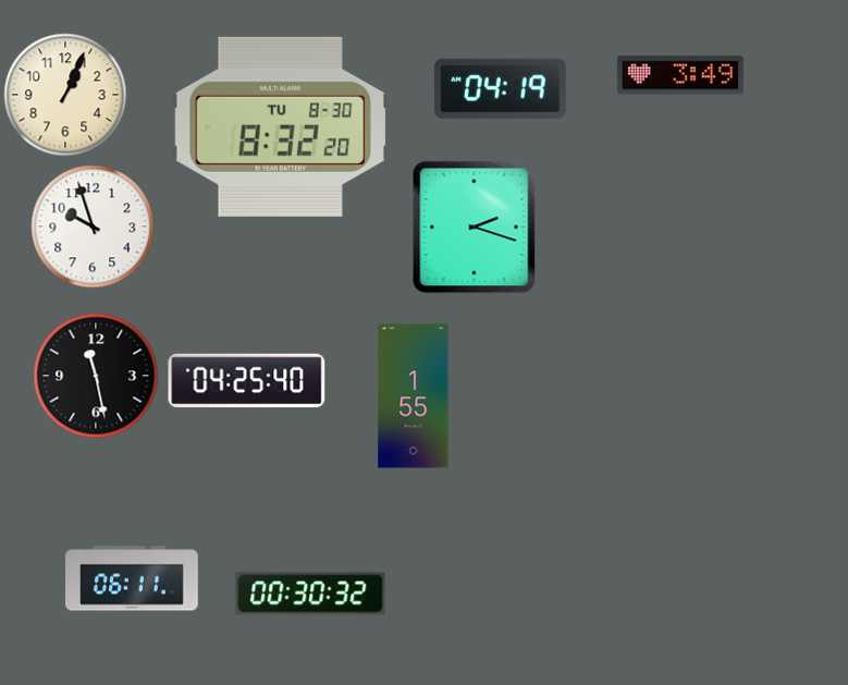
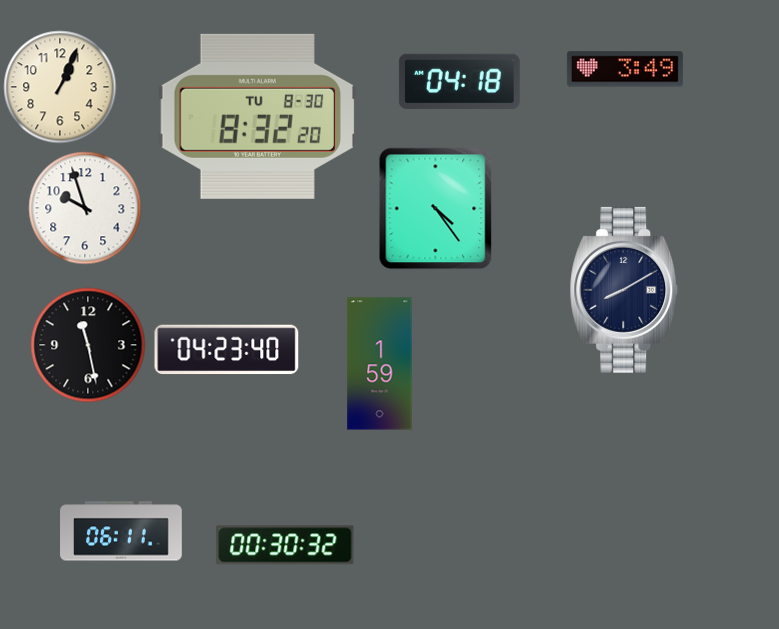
clock at (500, 88): 04:19 -> 04:18
clock at (475, 228): 2:18 -> 4:24
clock at (624, 290): none -> 8:10
clock at (247, 381): 04:25 -> 04:23
clock at (414, 396): 1:55 -> 1:59
